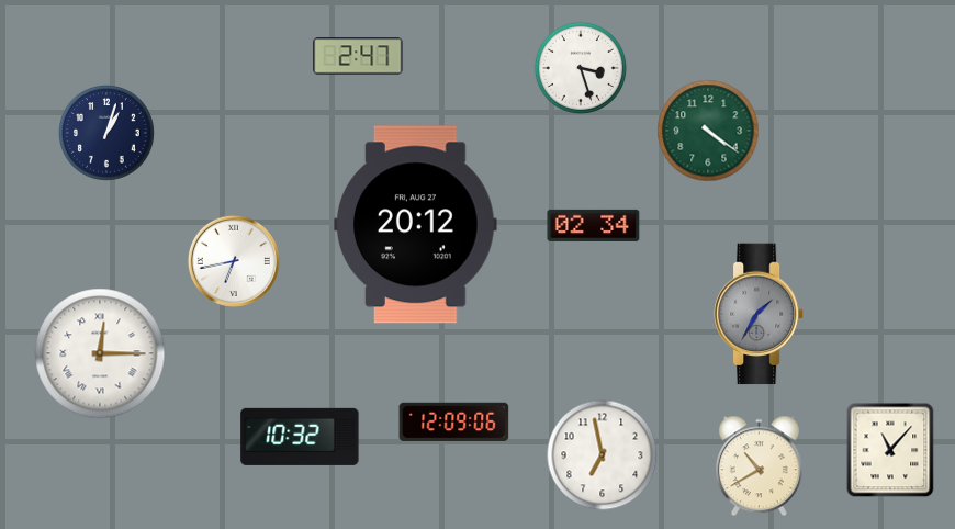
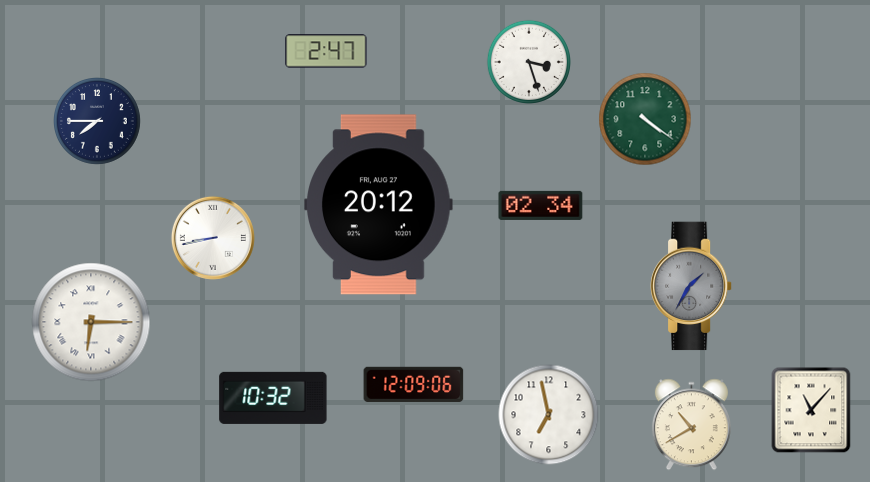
clock at (108, 134): 1:03 -> 7:45
clock at (234, 261): 6:43 -> 8:43
clock at (100, 353): 12:15 -> 6:15
